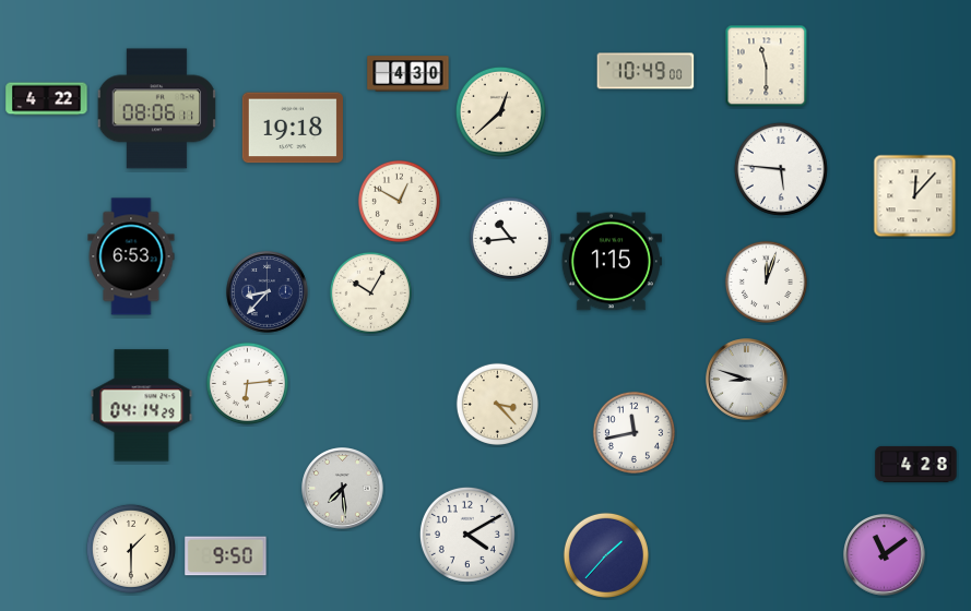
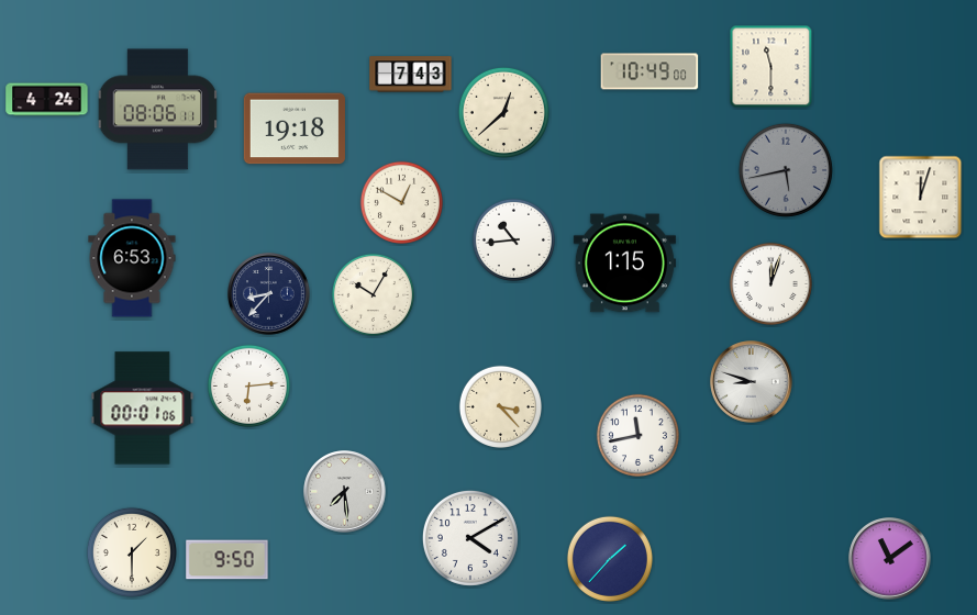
clock at (408, 74): 4:30 -> 7:43
clock at (47, 99): 4:22 -> 4:24
clock at (781, 169): 5:46 -> 5:43
clock at (781, 169) dial: white -> grey
clock at (915, 196): 12:07 -> 12:03
clock at (611, 262) position: (611, 262) -> (624, 264)
clock at (142, 406): 04:14 -> 00:01
clock at (916, 464): 4:28 -> none
